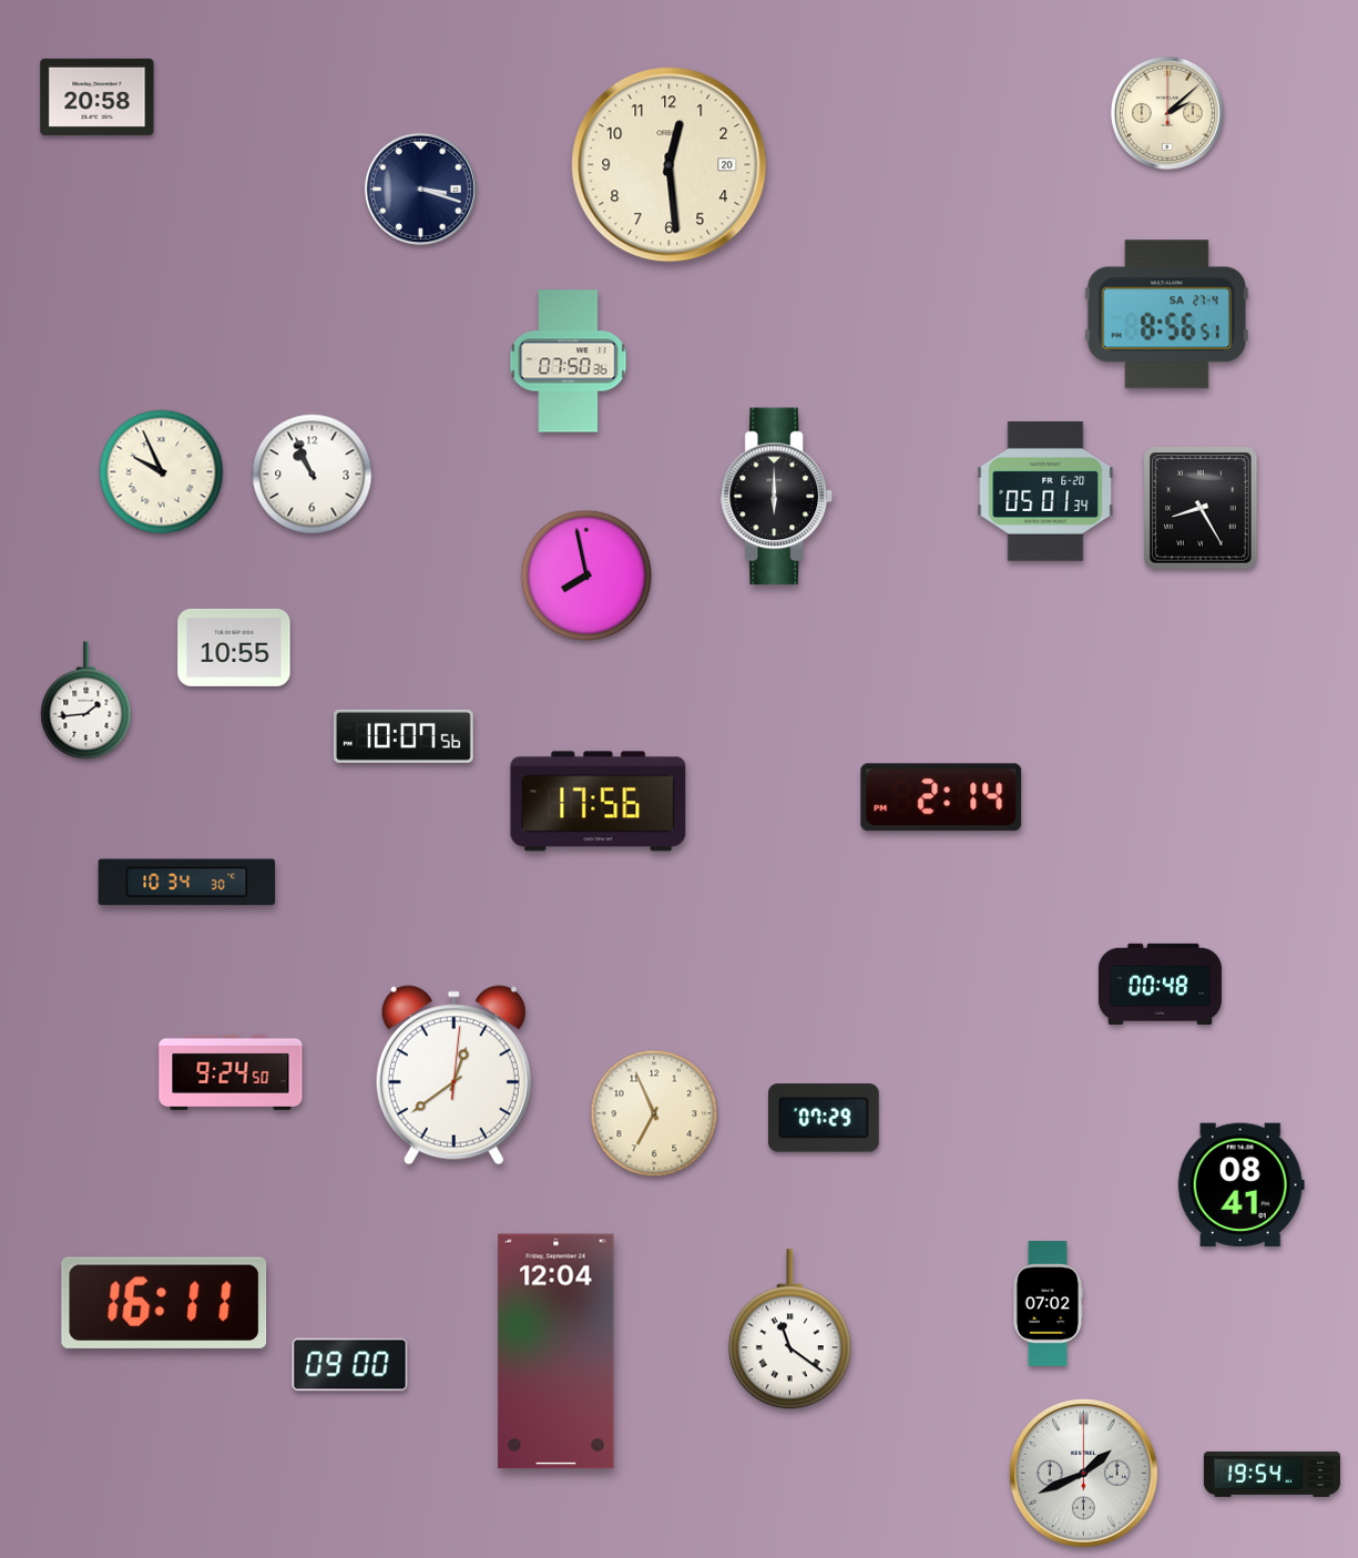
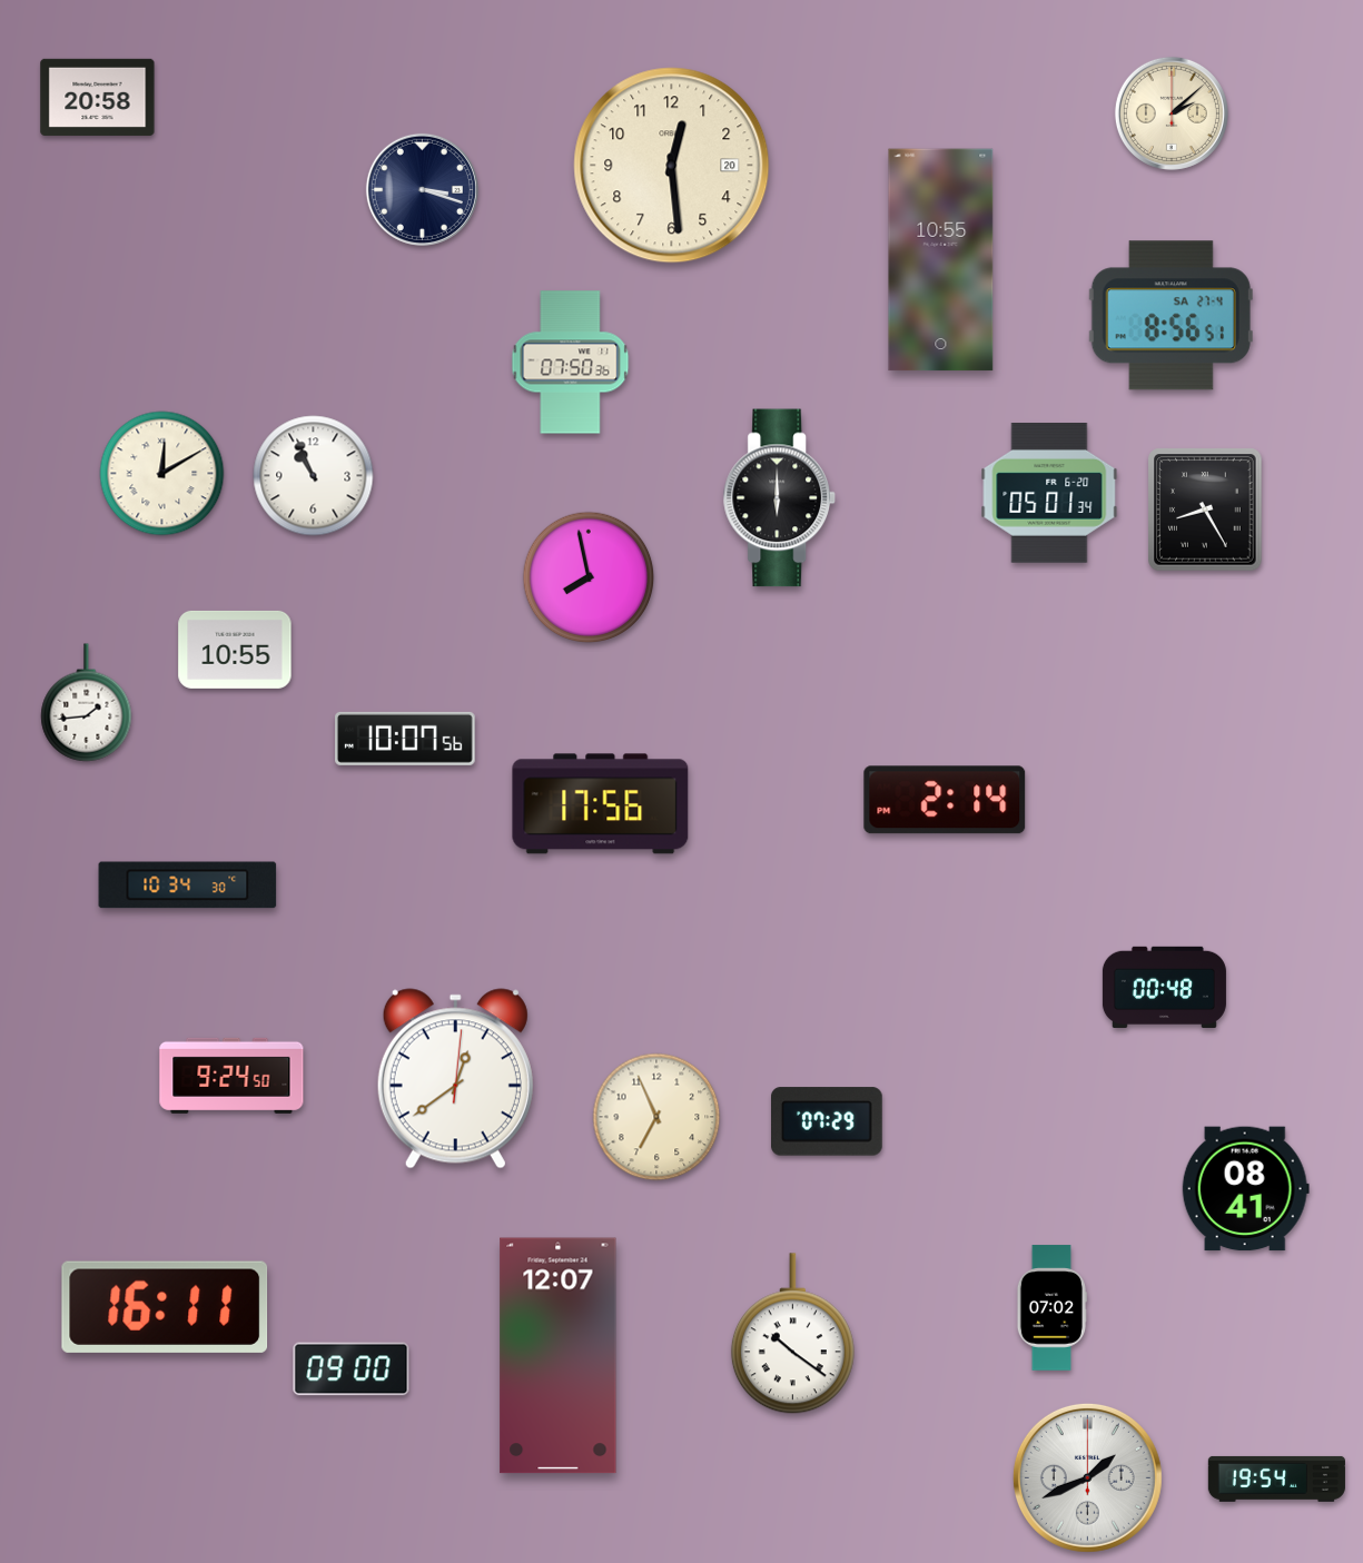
clock at (941, 260): none -> 10:55
clock at (162, 472): 9:56 -> 12:10
clock at (789, 1330): 11:21 -> 10:21
clock at (557, 1352): 12:04 -> 12:07
